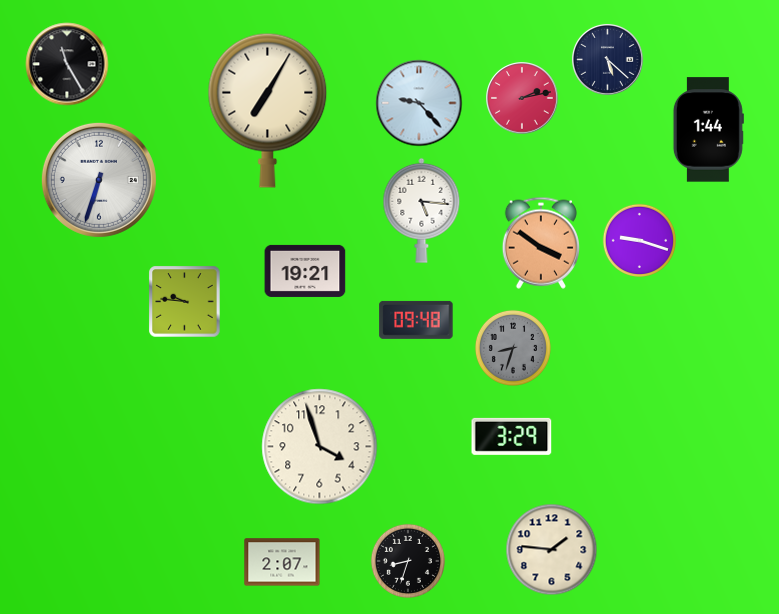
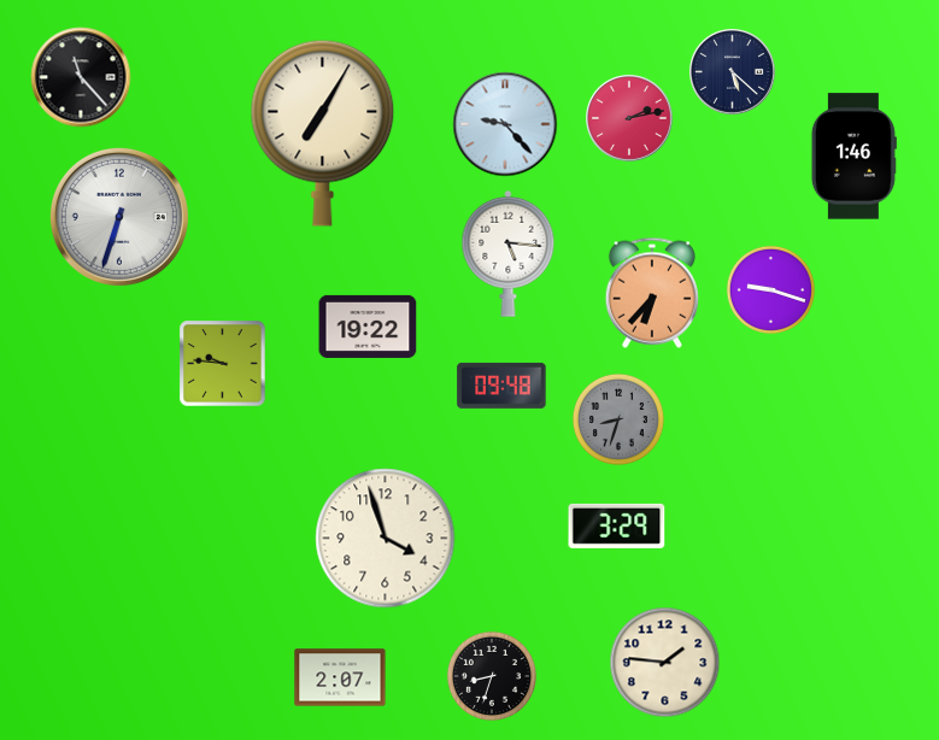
clock at (67, 64): 11:25 -> 11:23
clock at (708, 130): 1:44 -> 1:46
clock at (541, 243): 3:51 -> 6:37
clock at (305, 271): 19:21 -> 19:22
